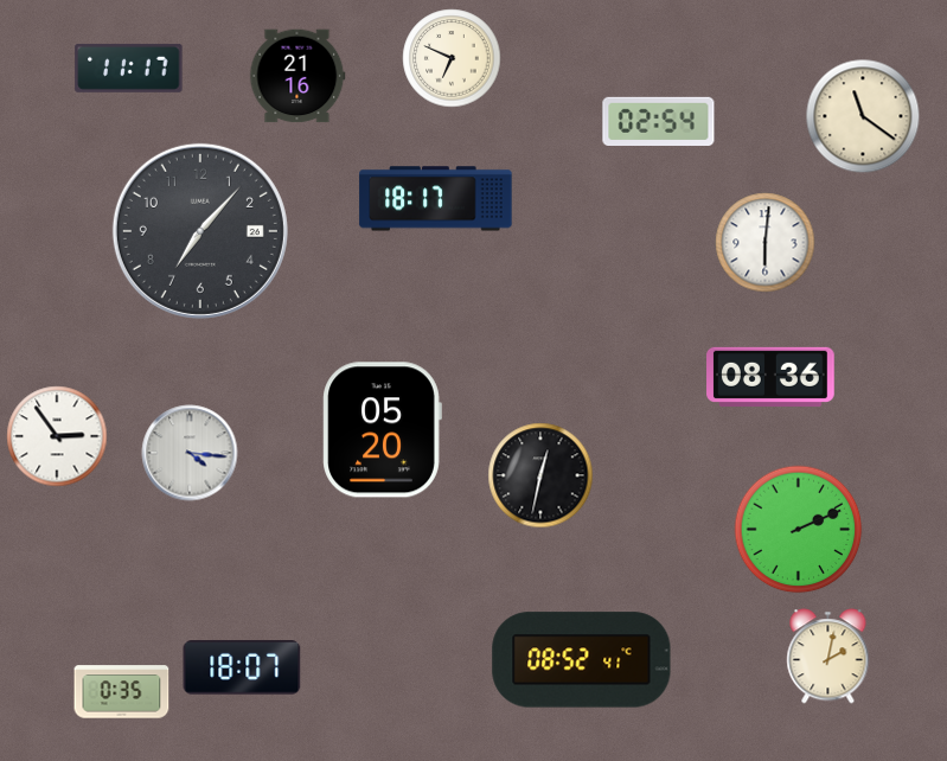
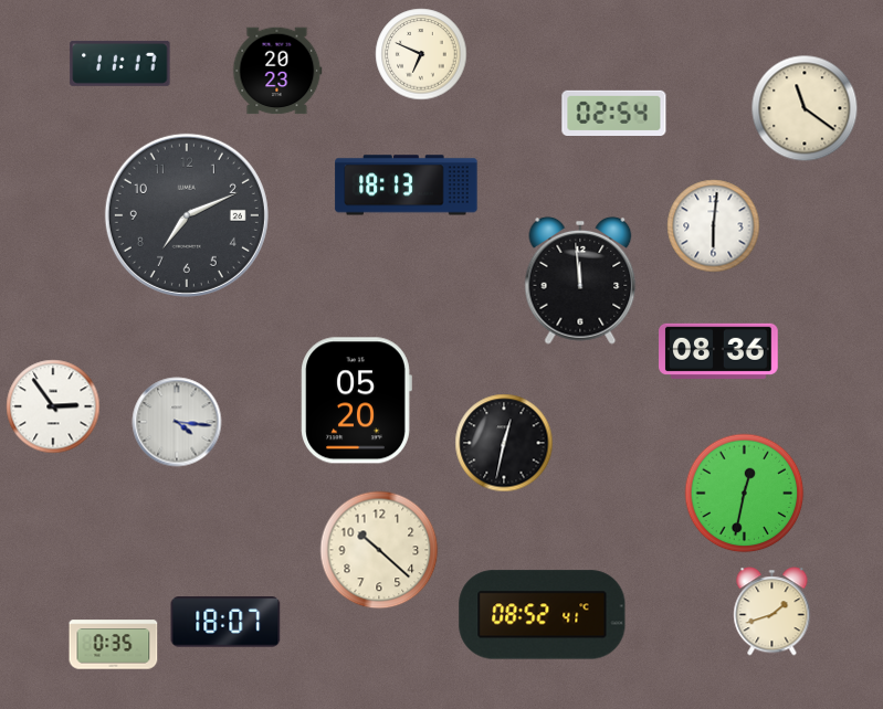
clock at (297, 76): 21:16 -> 20:23
clock at (436, 199): 18:17 -> 18:13
clock at (200, 231): 7:07 -> 7:11
clock at (580, 281): none -> 11:59
clock at (799, 530): 2:11 -> 12:32
clock at (379, 550): none -> 10:22
clock at (828, 657): 2:02 -> 1:42
